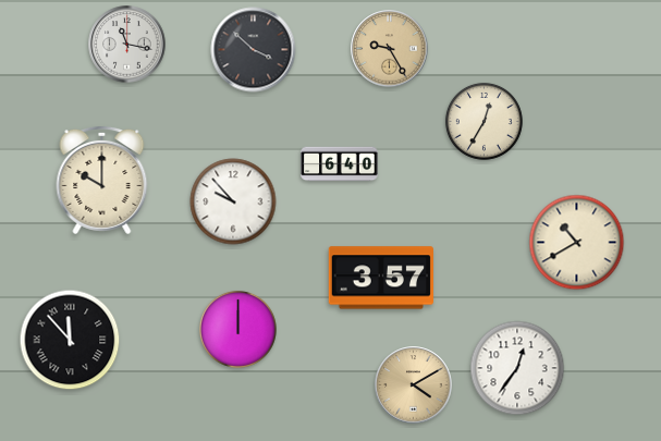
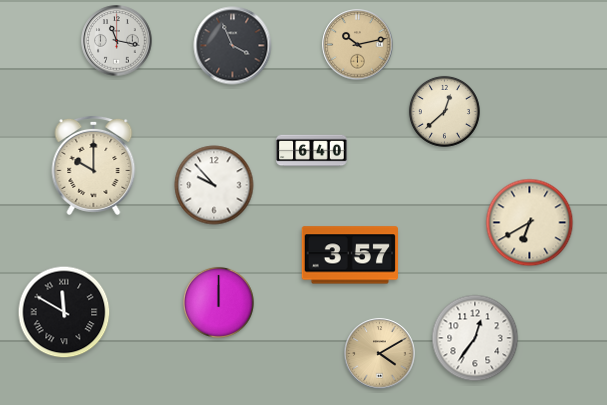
clock at (390, 49): 9:25 -> 10:13
clock at (254, 50): 3:52 -> 3:56
clock at (483, 121): 12:35 -> 12:38
clock at (577, 243): 10:40 -> 6:40
clock at (70, 340): 11:53 -> 11:50
